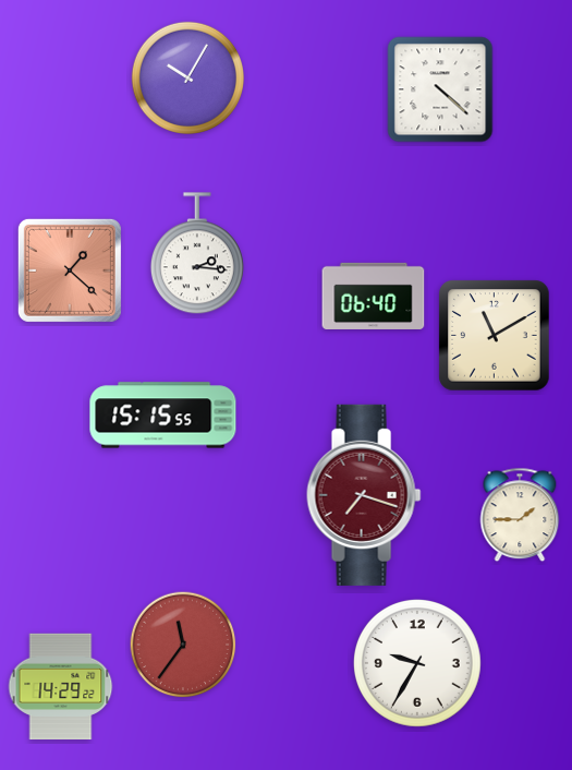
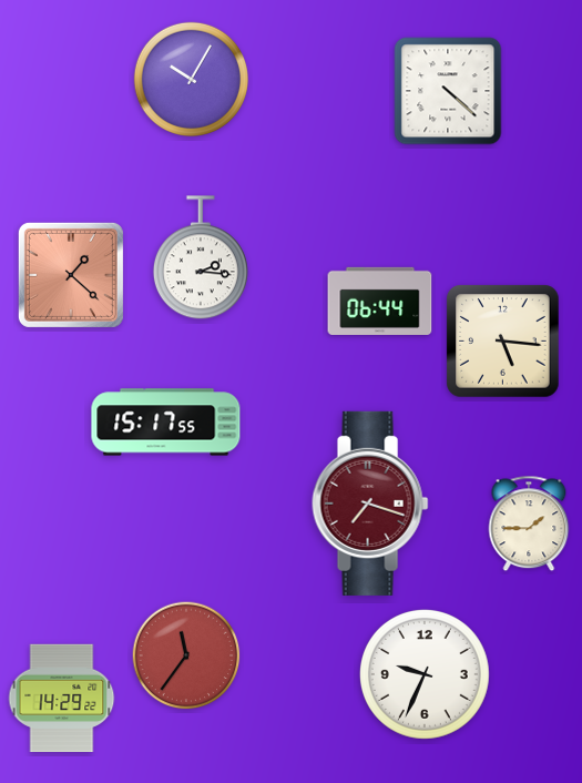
clock at (374, 296): 06:40 -> 06:44
clock at (495, 336): 11:10 -> 5:16
clock at (163, 416): 15:15 -> 15:17
clock at (417, 663): 9:35 -> 9:34
